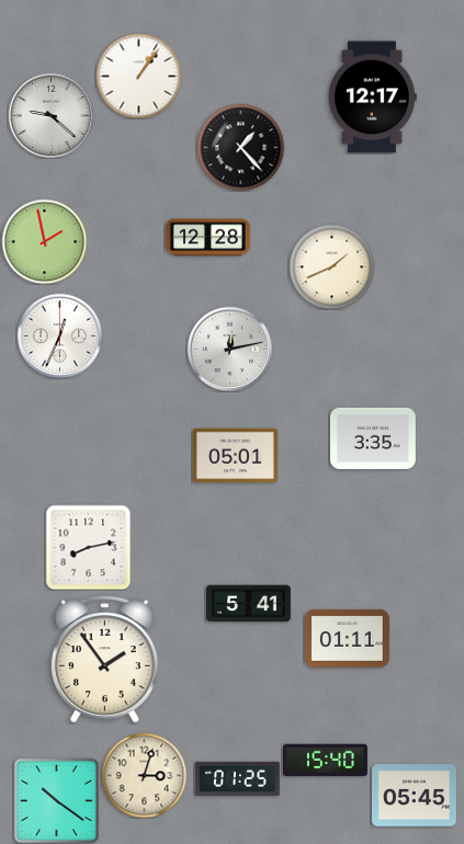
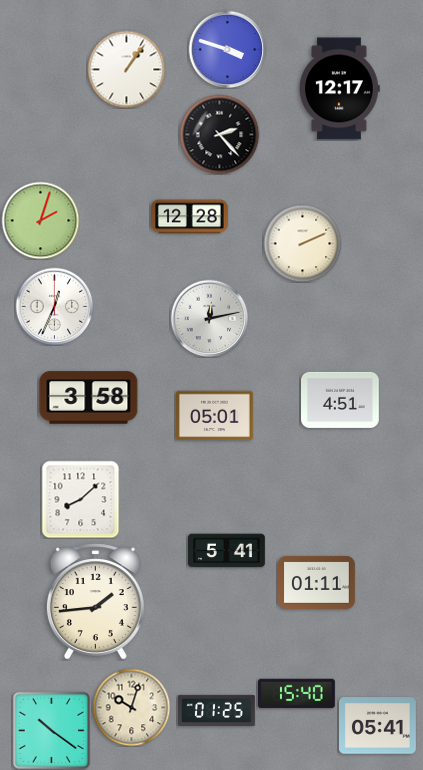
clock at (227, 49): none -> 3:48
clock at (50, 115): 9:22 -> none
clock at (240, 147): 1:23 -> 2:23
clock at (44, 241): 1:58 -> 2:03
clock at (331, 266): 1:41 -> 2:11
clock at (89, 398): none -> 3:58
clock at (374, 438): 3:35 -> 4:51
clock at (88, 547): 8:13 -> 8:08
clock at (104, 660): 1:54 -> 1:44
clock at (144, 775): 3:03 -> 10:03
clock at (415, 796): 05:45 -> 05:41
